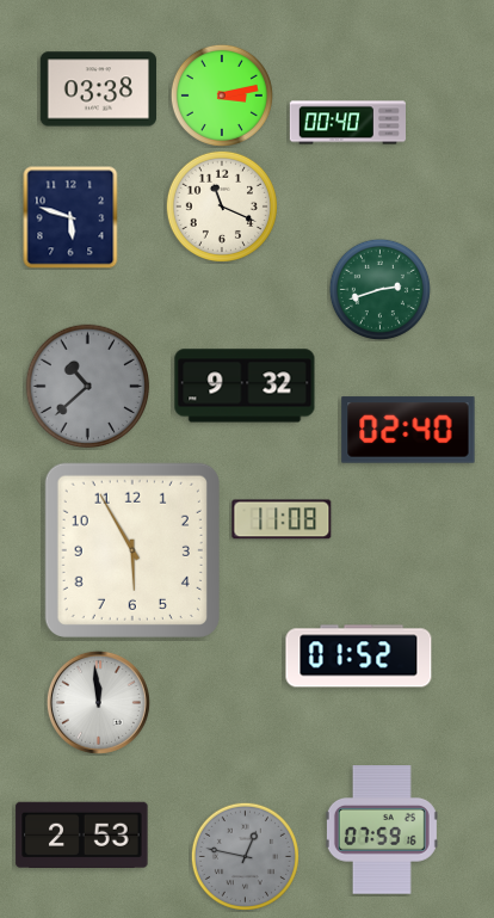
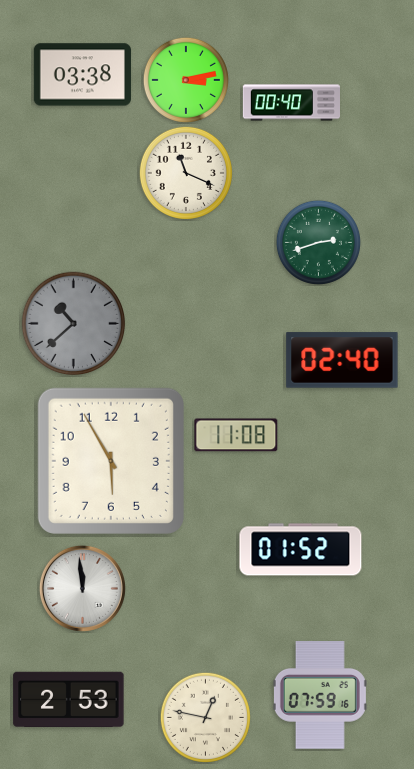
clock at (70, 217): 5:48 -> none
clock at (245, 386): 9:32 -> none
clock at (245, 856) dial: grey -> cream
